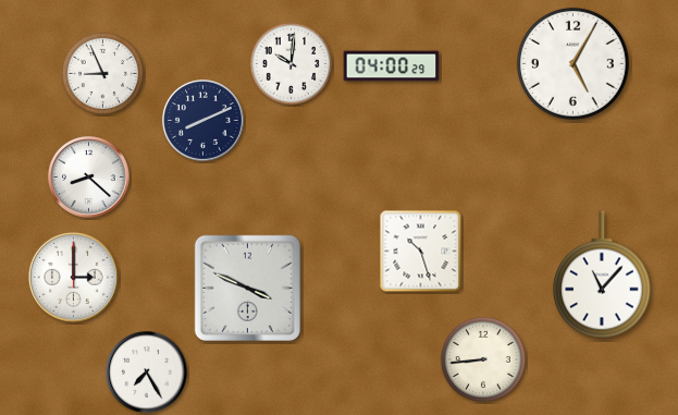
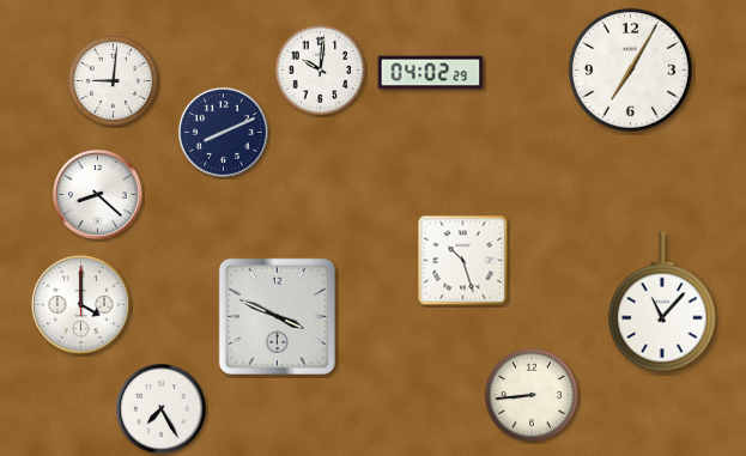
clock at (572, 63): 5:05 -> 7:05
clock at (392, 66): 04:00 -> 04:02
clock at (102, 73): 8:56 -> 9:01
clock at (421, 252) position: (421, 252) -> (463, 261)
clock at (73, 277): 3:00 -> 4:00
clock at (247, 288) position: (247, 288) -> (277, 316)
